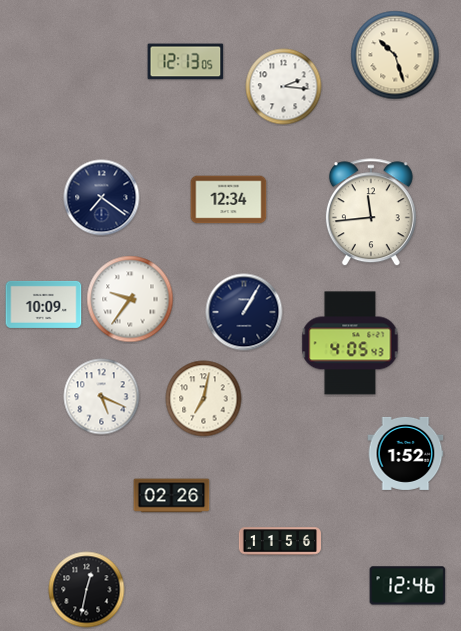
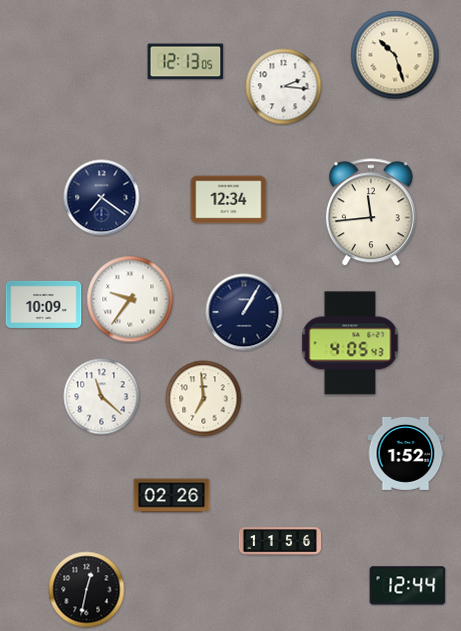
clock at (102, 397): 5:19 -> 11:22
clock at (204, 399): 7:02 -> 6:59
clock at (408, 586): 12:46 -> 12:44
